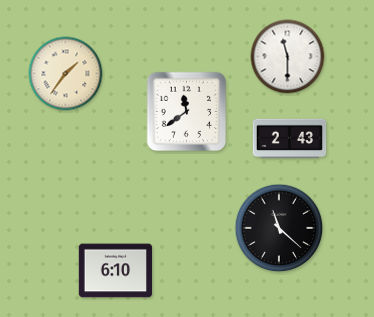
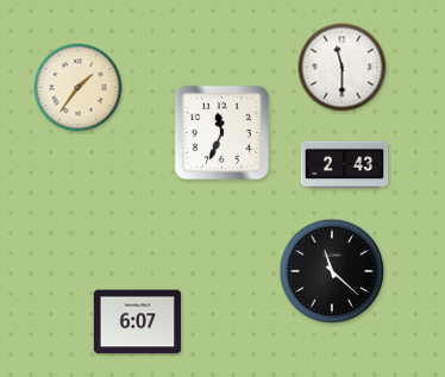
clock at (187, 112): 11:39 -> 11:34
clock at (116, 271): 6:10 -> 6:07
